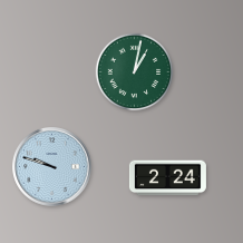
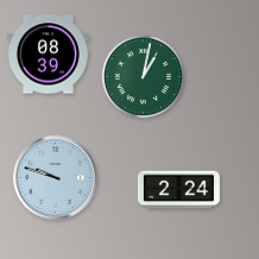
clock at (48, 55): none -> 08:39
